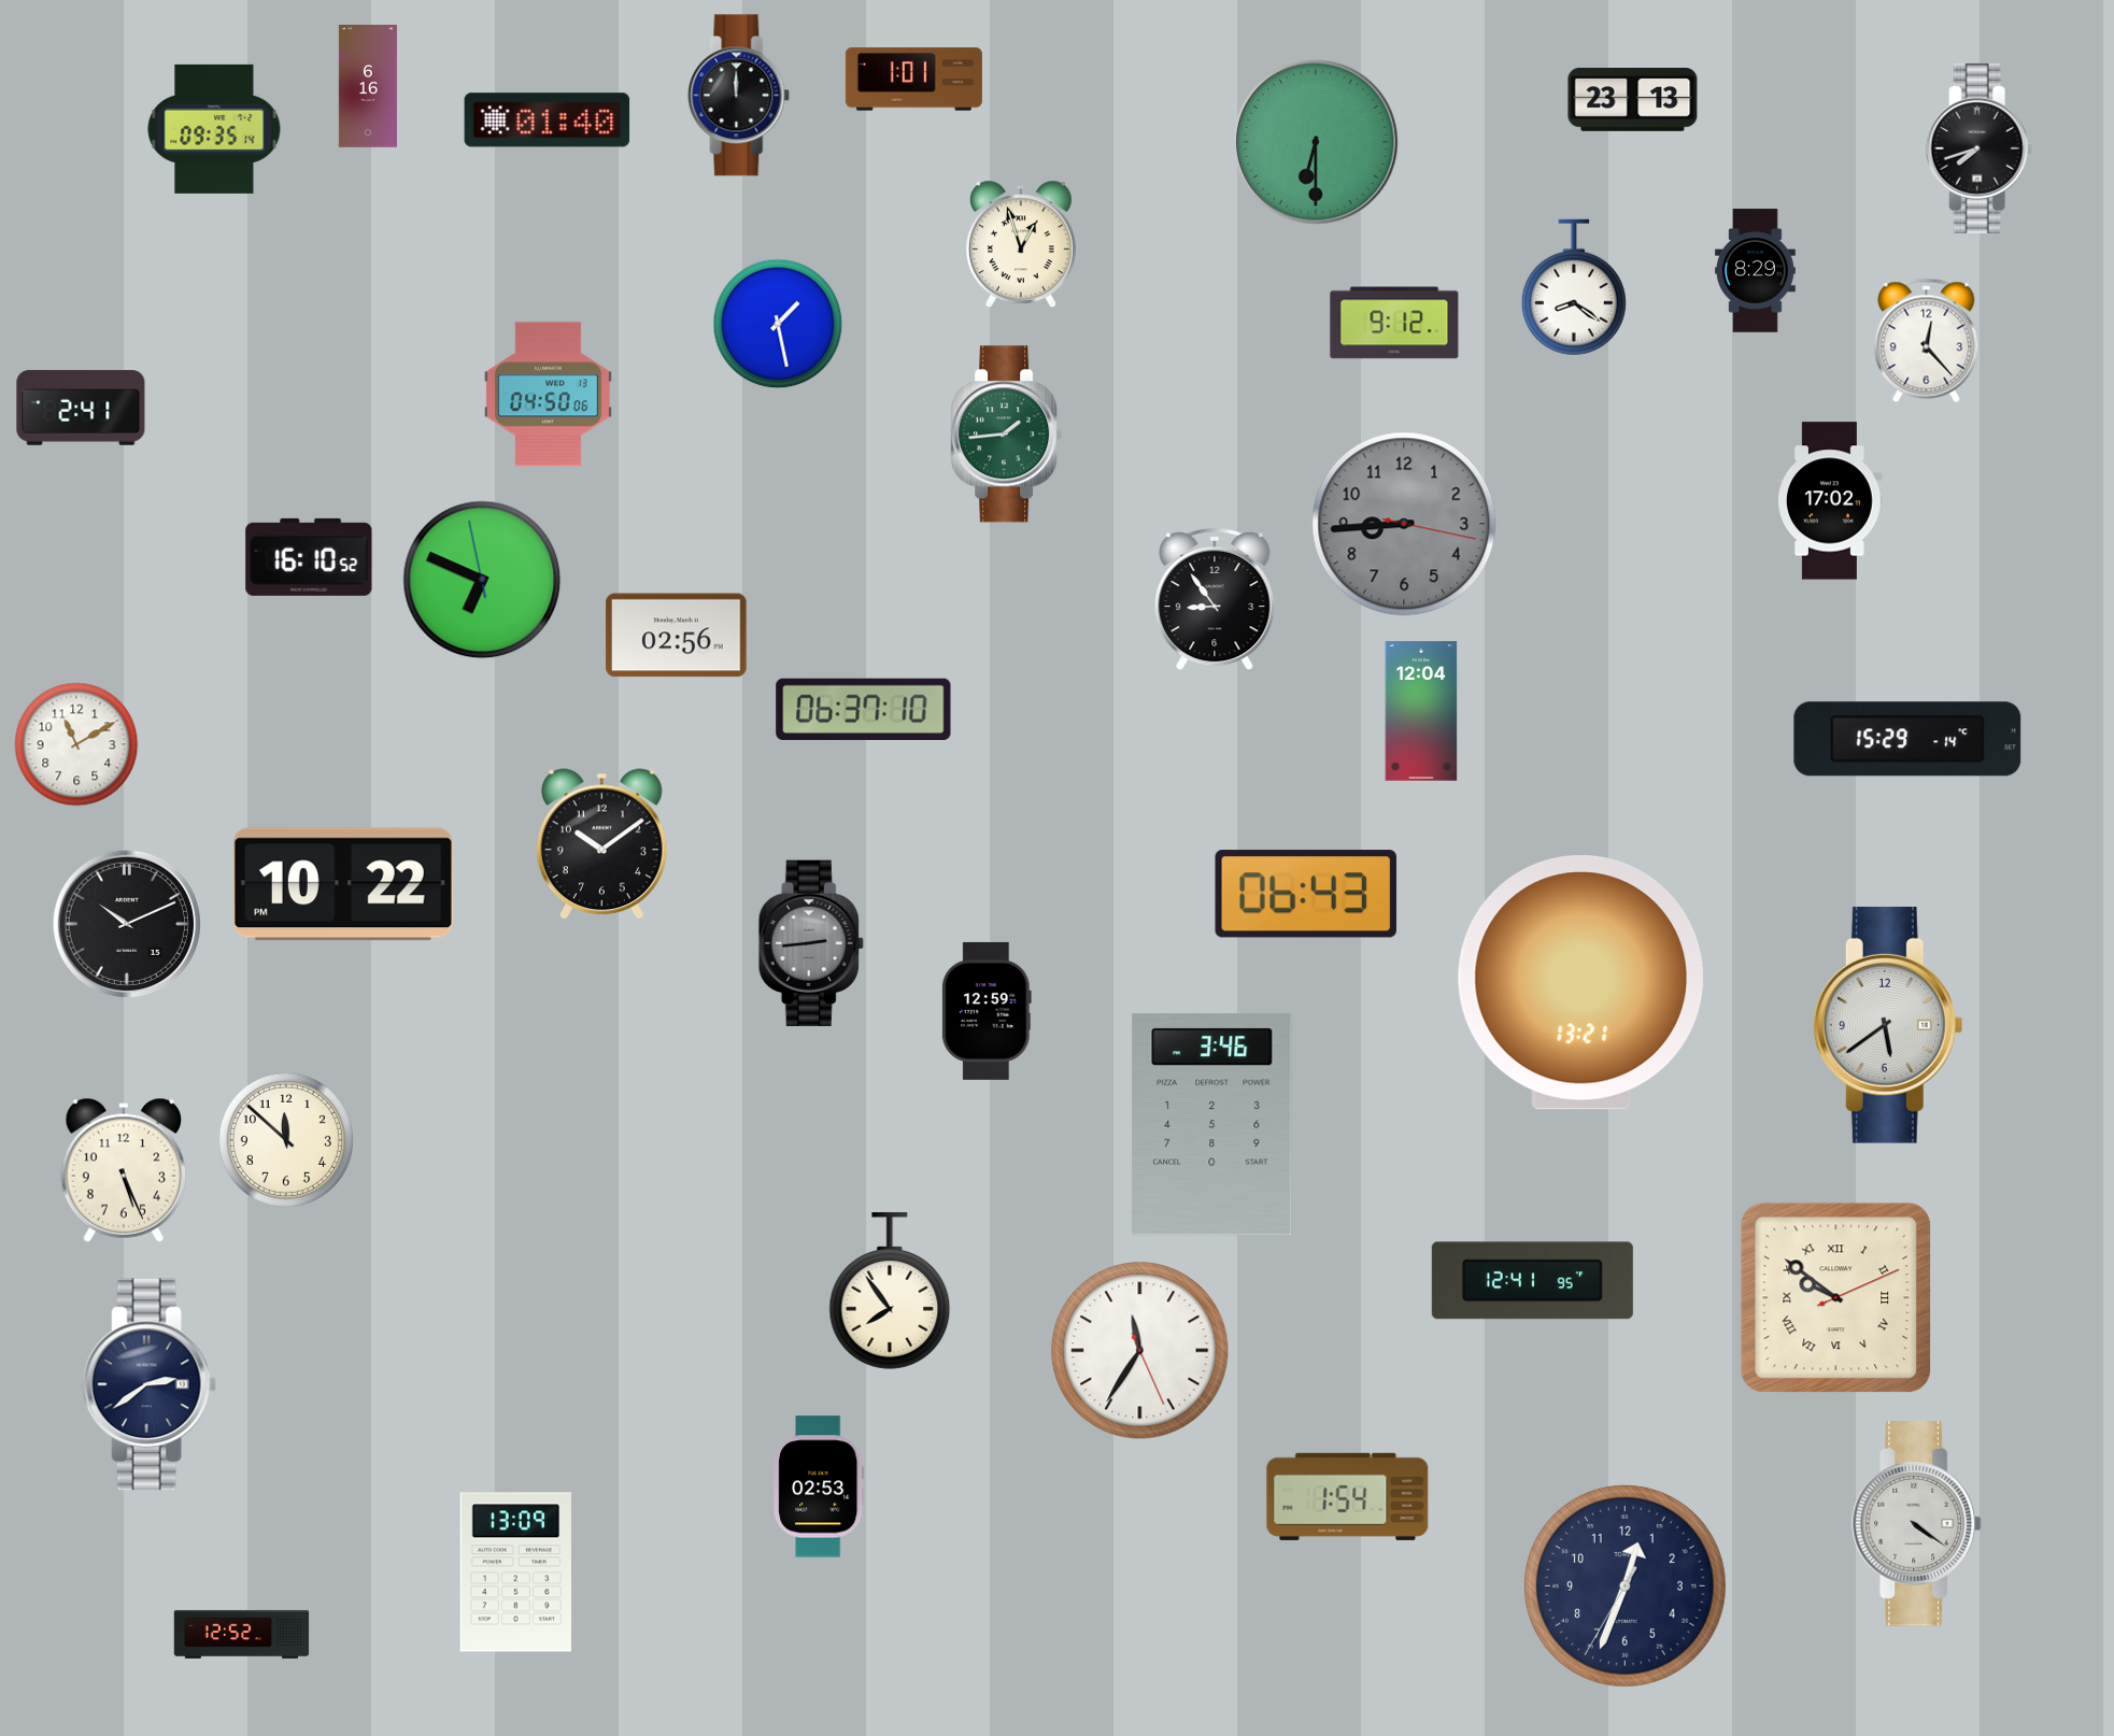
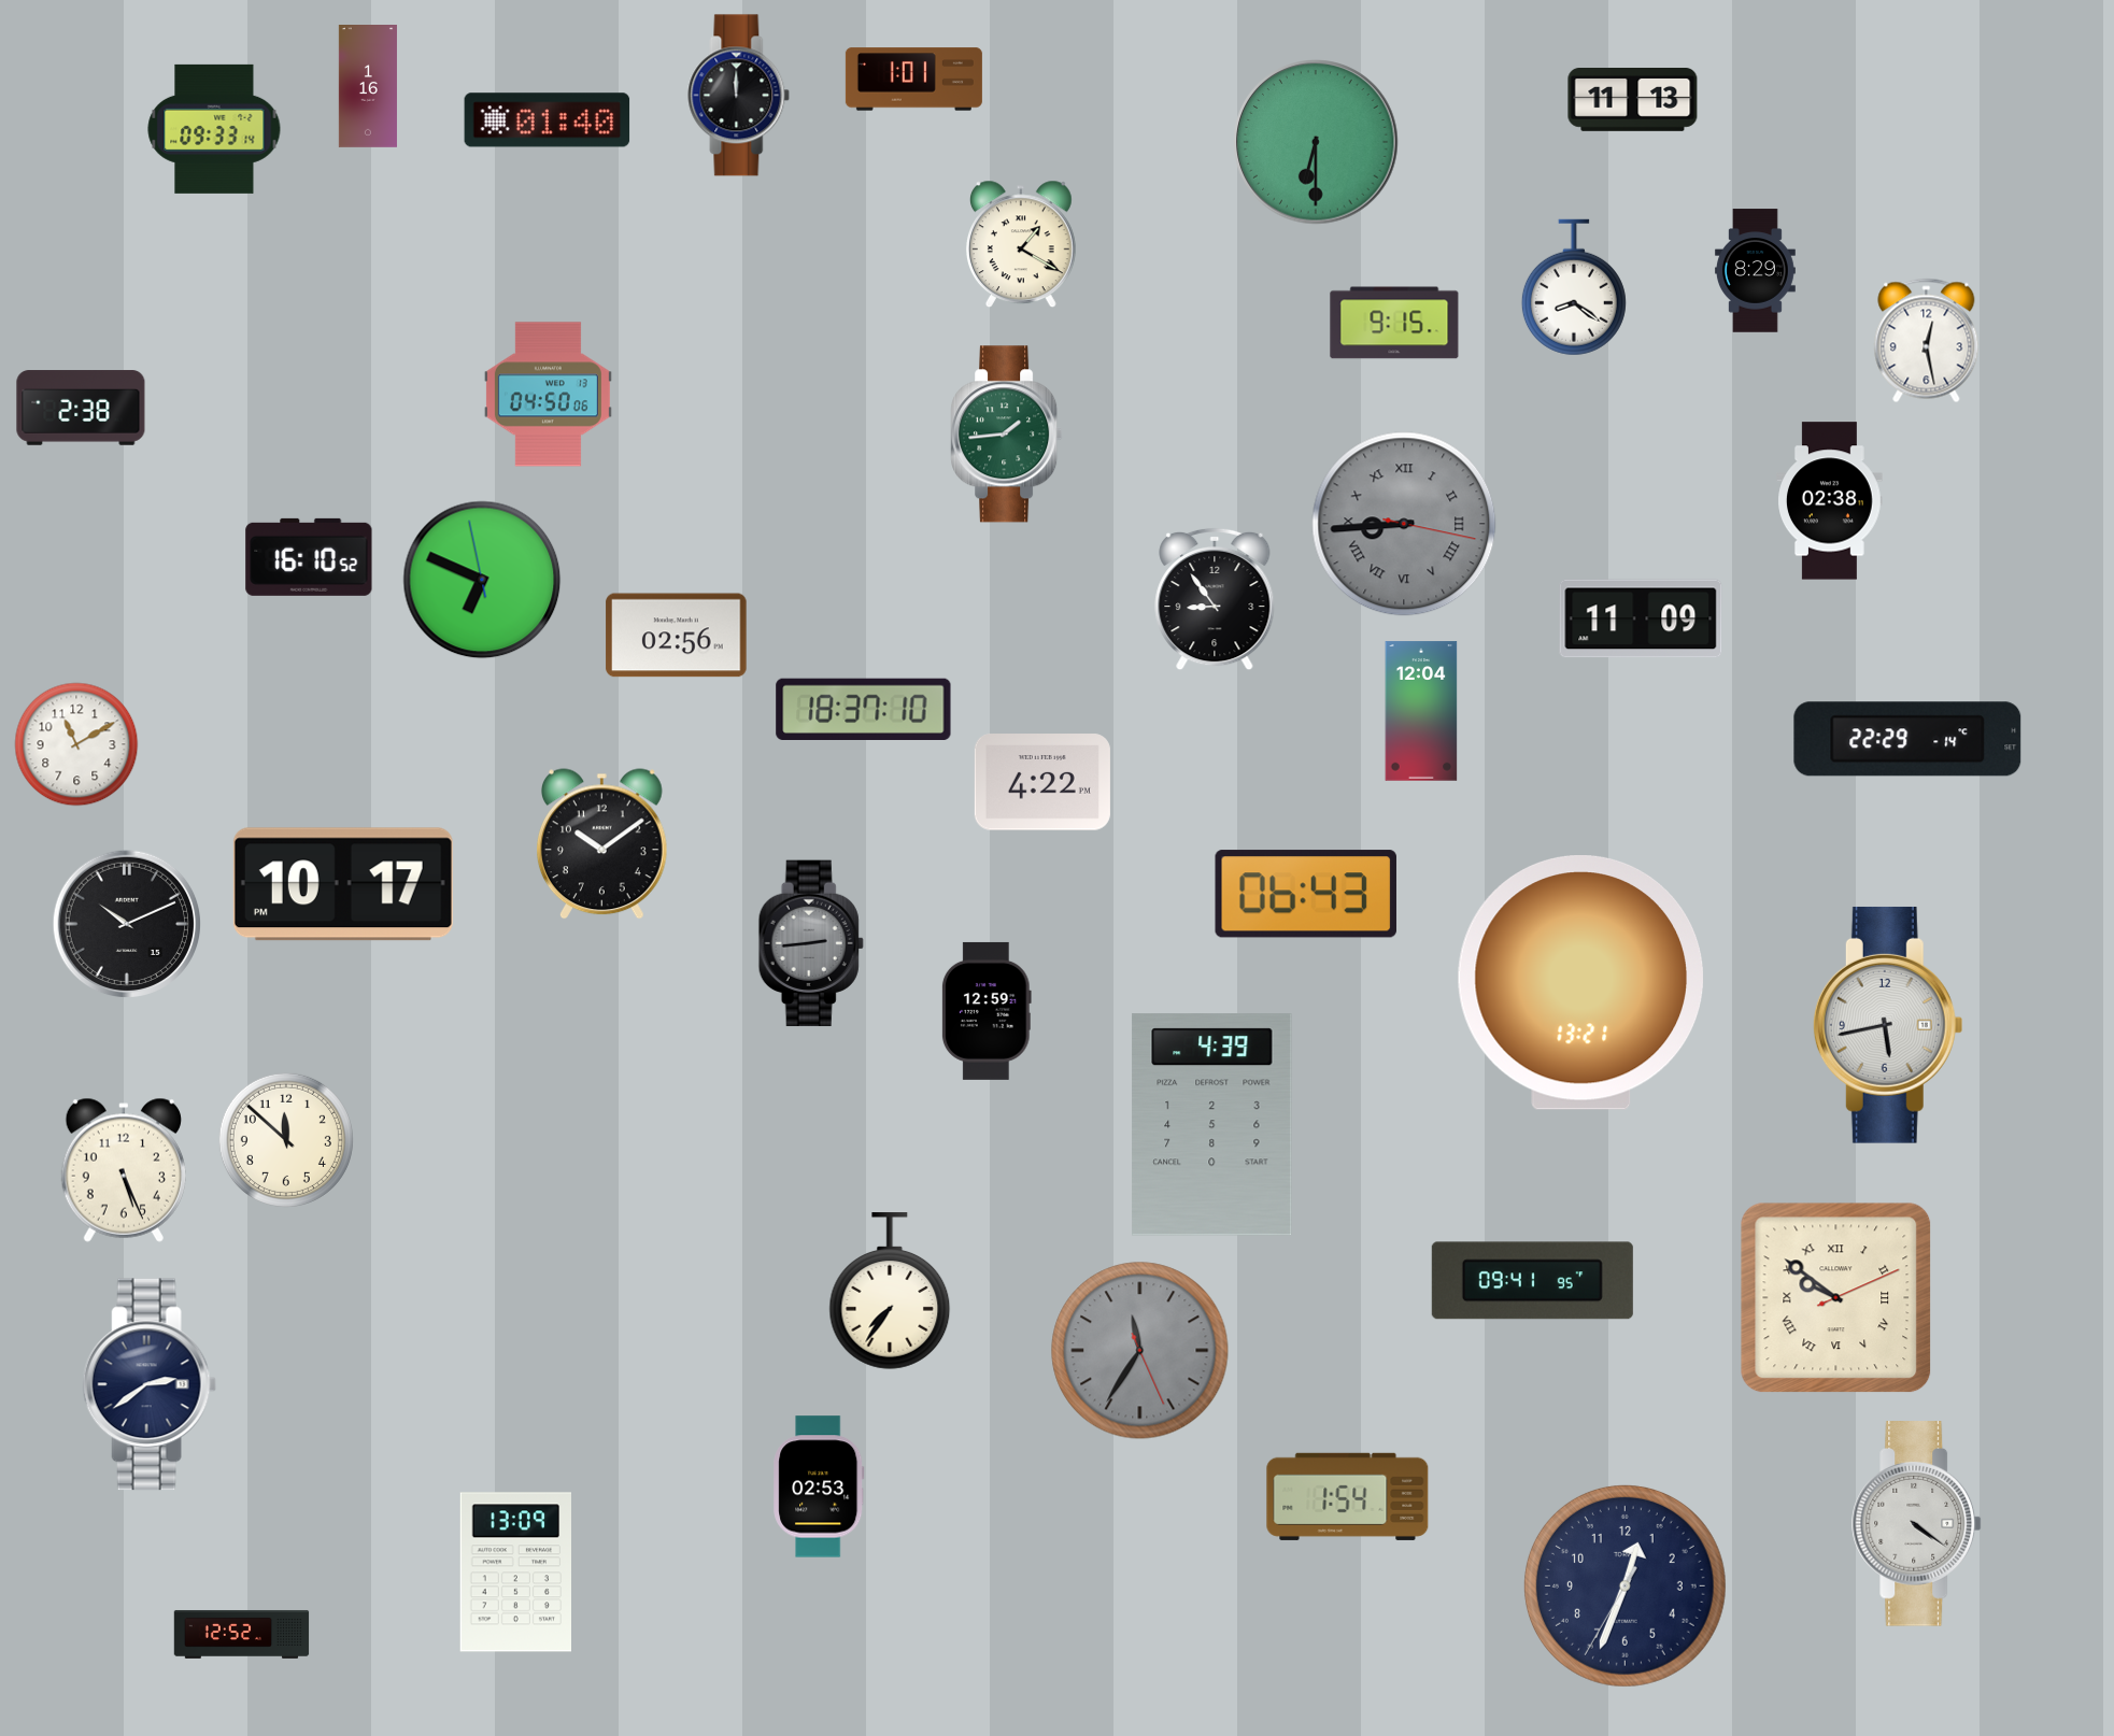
clock at (368, 87): 6:16 -> 1:16
clock at (1633, 100): 23:13 -> 11:13
clock at (214, 129): 09:35 -> 09:33
clock at (1980, 148): 7:42 -> none
clock at (1021, 244): 12:57 -> 1:20
clock at (1394, 323): 9:12 -> 9:15
clock at (778, 324): 1:28 -> none
clock at (1927, 341): 12:23 -> 12:28
clock at (81, 408): 2:41 -> 2:38
clock at (1830, 501): 17:02 -> 02:38
clock at (1404, 524) numerals: Arabic -> Roman
clock at (1641, 618): none -> 11:09
clock at (864, 709): 06:37 -> 18:37
clock at (1907, 739): 15:29 -> 22:29
clock at (1042, 782): none -> 4:22
clock at (343, 884): 10:22 -> 10:17
clock at (1888, 1025): 5:39 -> 5:43
clock at (1212, 1125): 3:46 -> 4:39
clock at (1532, 1281): 12:41 -> 09:41
clock at (890, 1291): 7:54 -> 7:36
clock at (1140, 1351) dial: white -> grey
